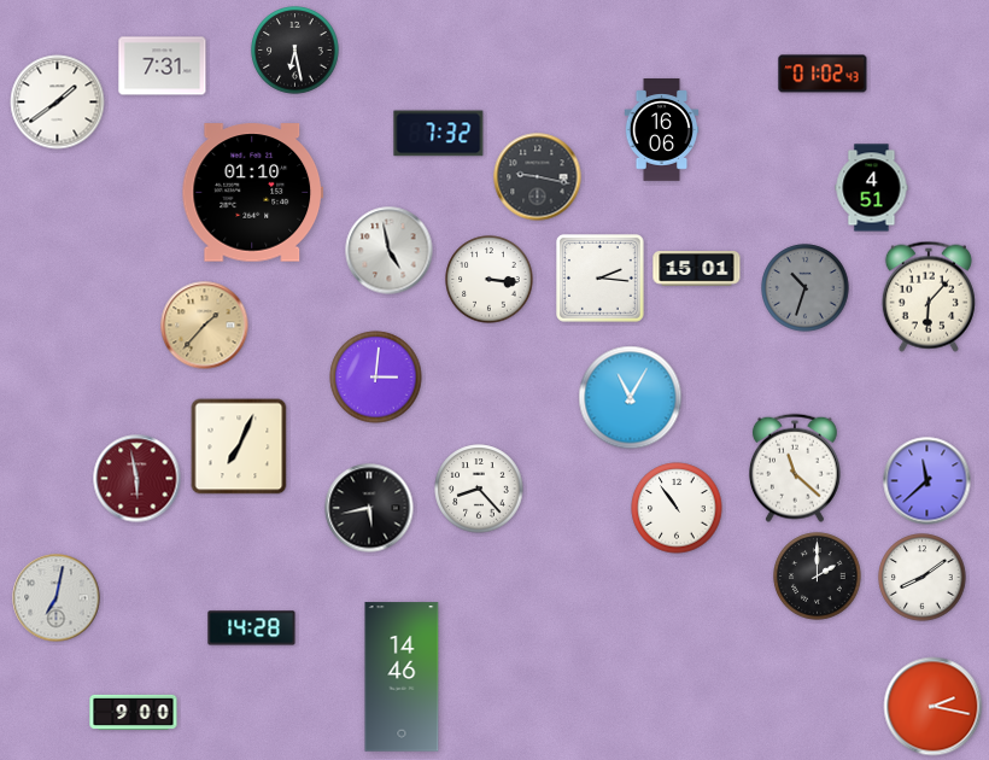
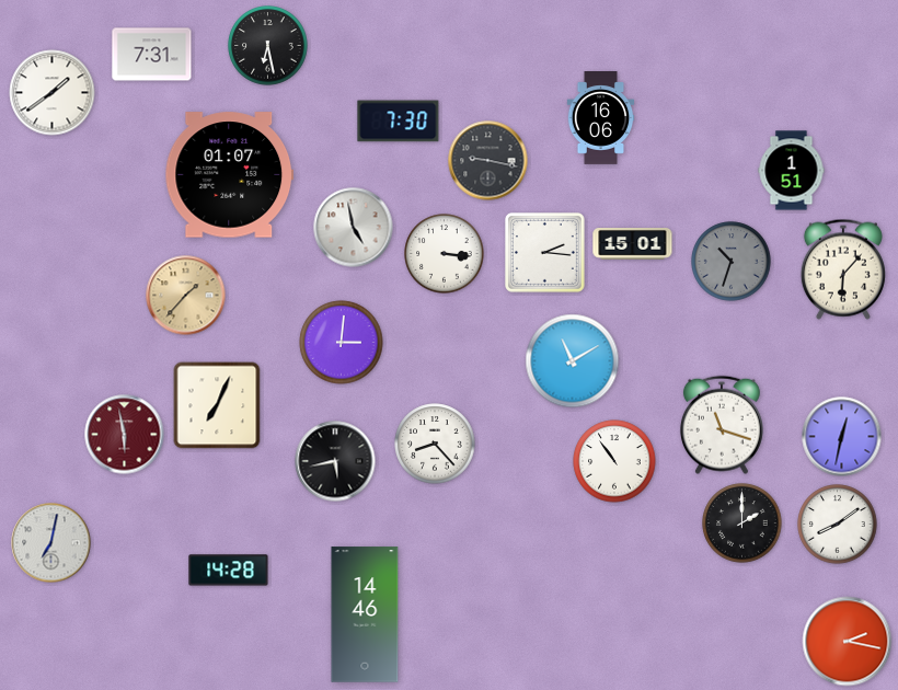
clock at (163, 66) position: (163, 66) -> (152, 55)
clock at (823, 74): 01:02 -> none
clock at (439, 134): 7:32 -> 7:30
clock at (872, 188): 4:51 -> 1:51
clock at (253, 193): 01:10 -> 01:07
clock at (631, 398): 11:05 -> 11:10
clock at (795, 468): 11:22 -> 11:18
clock at (927, 481): 11:38 -> 12:32
clock at (134, 712): 9:00 -> none
